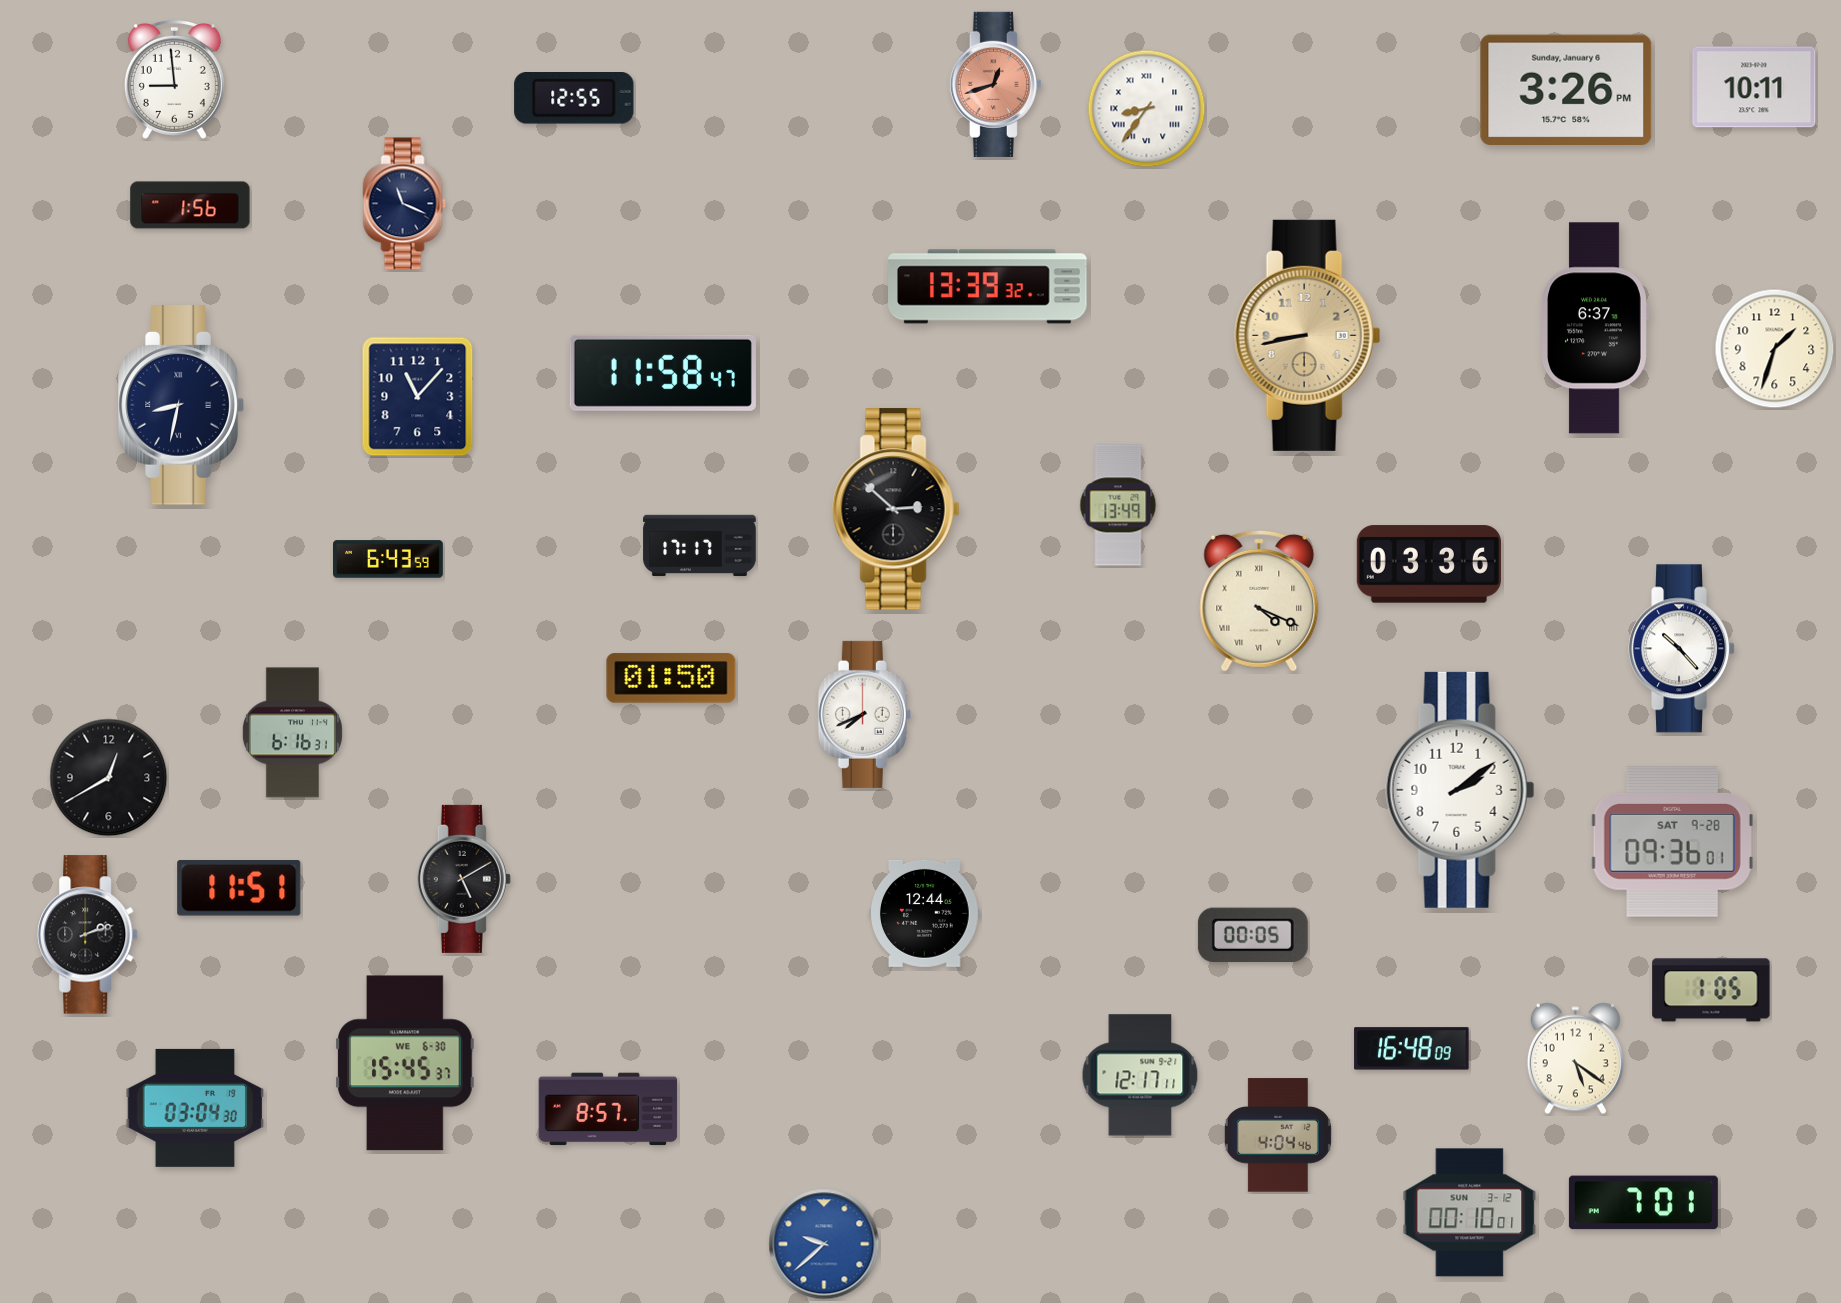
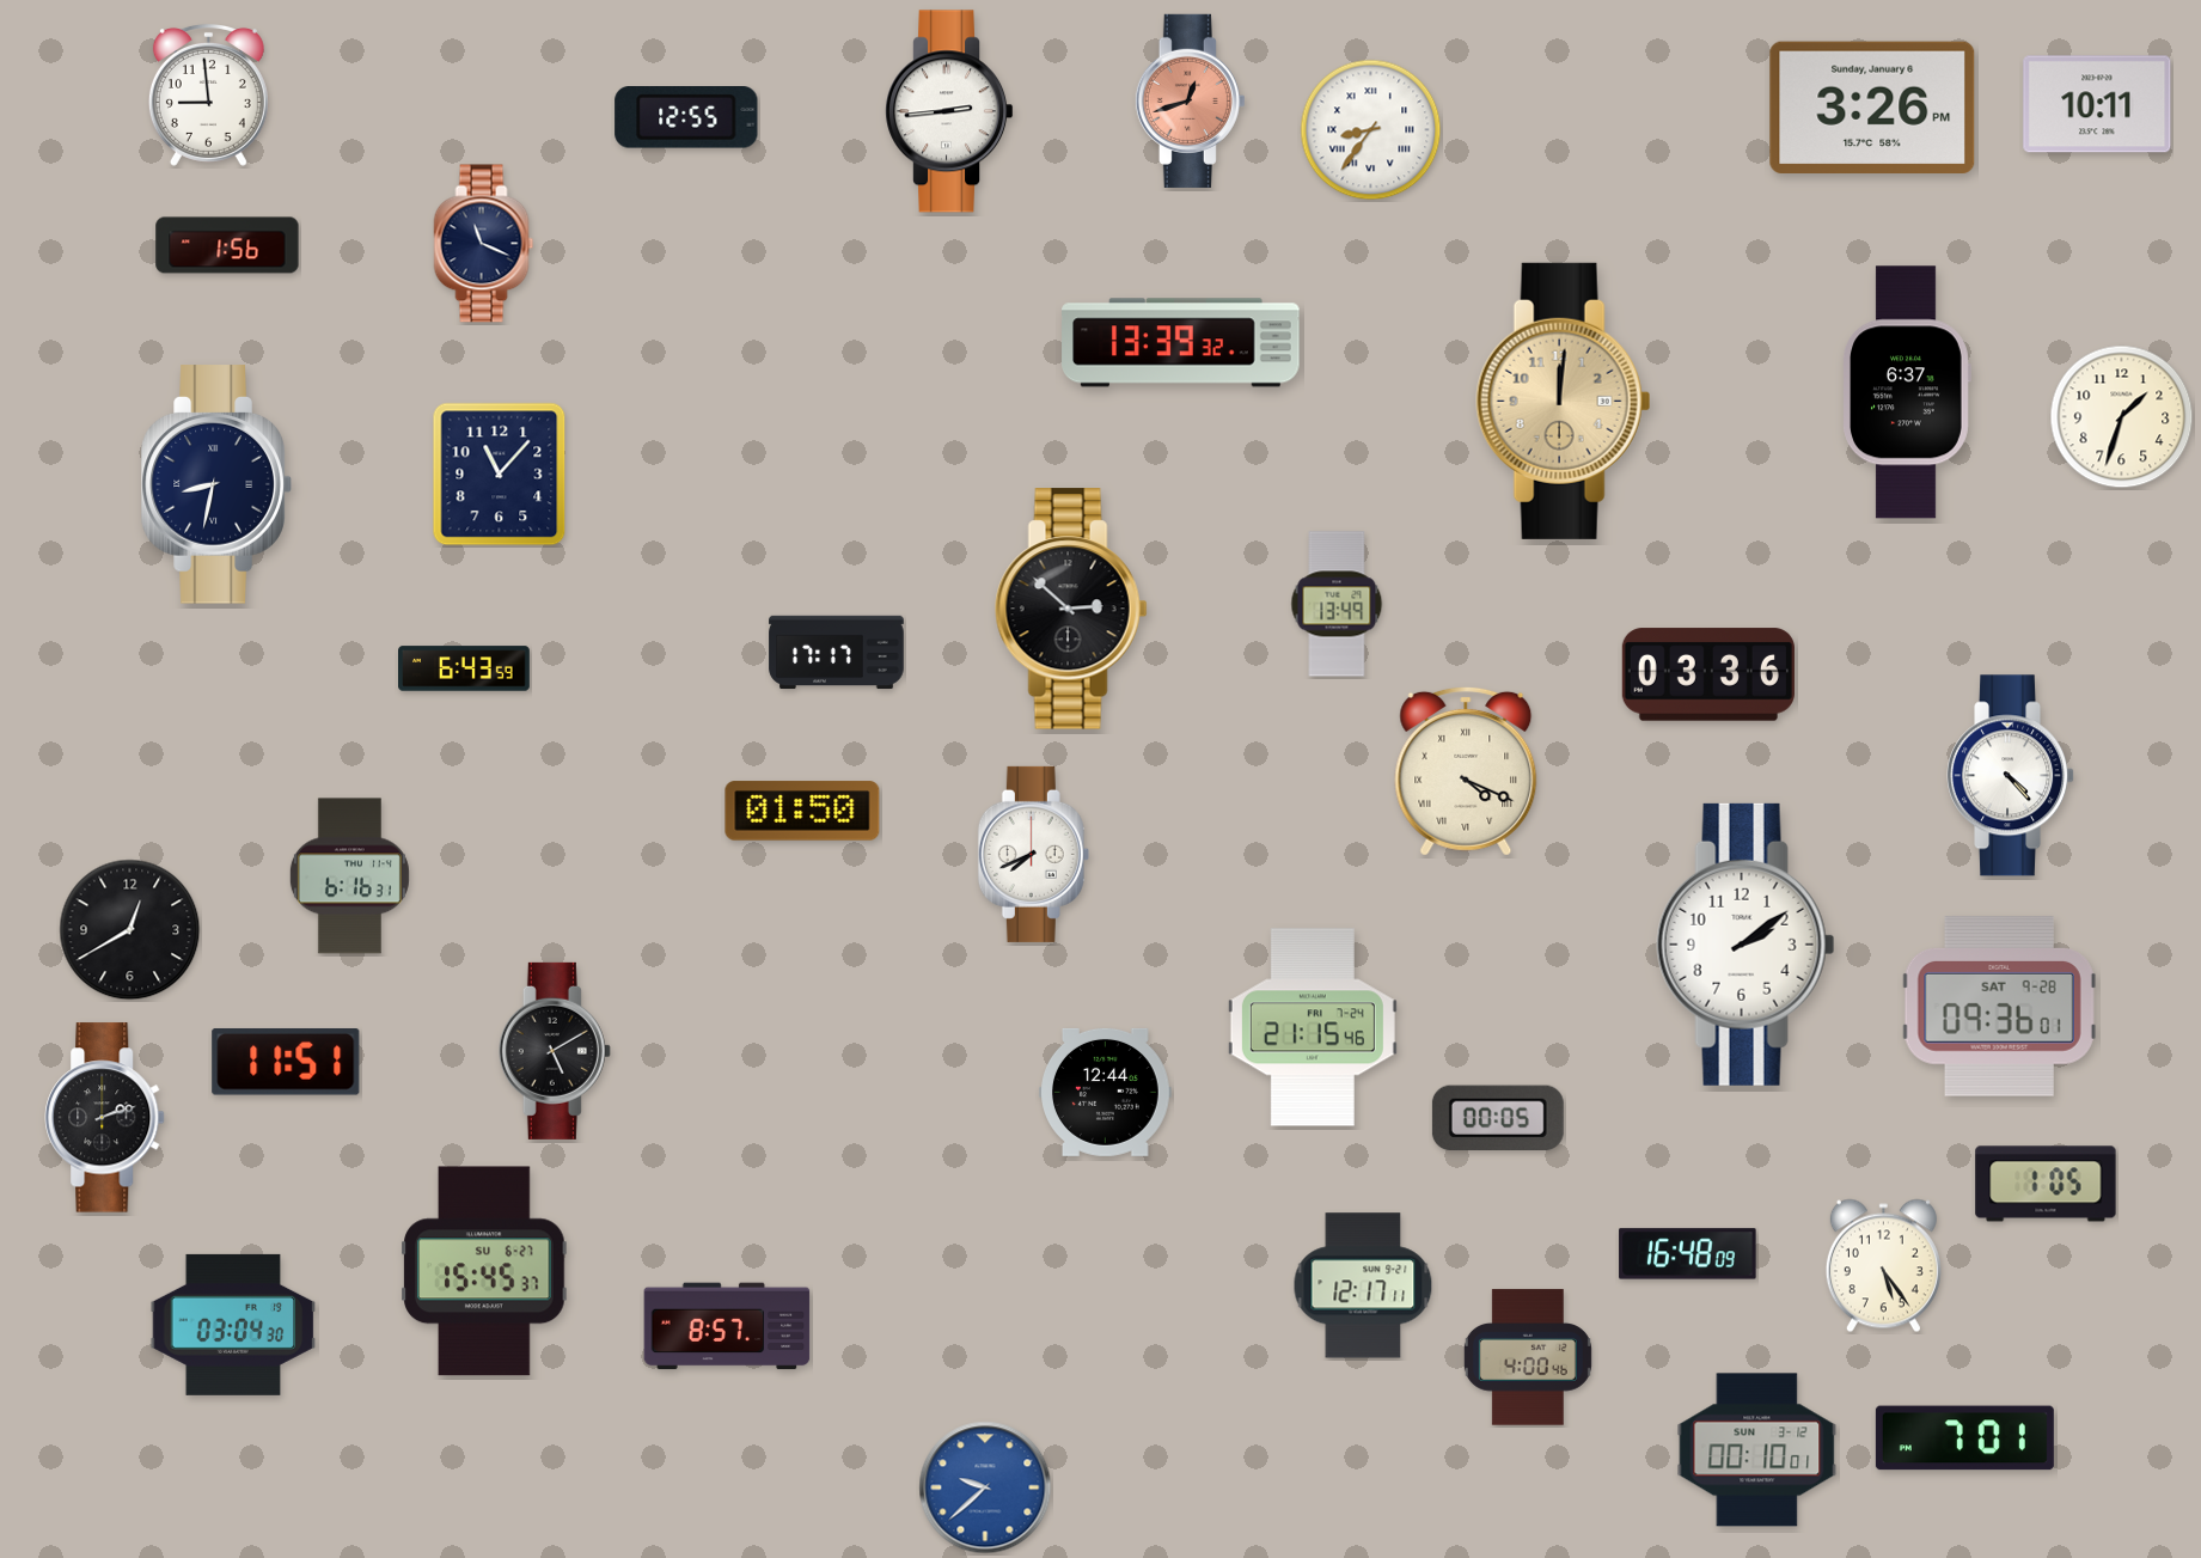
clock at (949, 111): none -> 2:44
clock at (1308, 335): 8:43 -> 12:01
clock at (663, 373): 11:58 -> none
clock at (1259, 601) position: (1259, 601) -> (1466, 771)
clock at (1682, 649): 10:23 -> 4:23
clock at (1313, 1027): none -> 21:15
clock at (1575, 1059): 5:21 -> 5:24
clock at (405, 1063) date: WE 6-30 -> SU 6-27
clock at (1278, 1135): 4:04 -> 4:00
